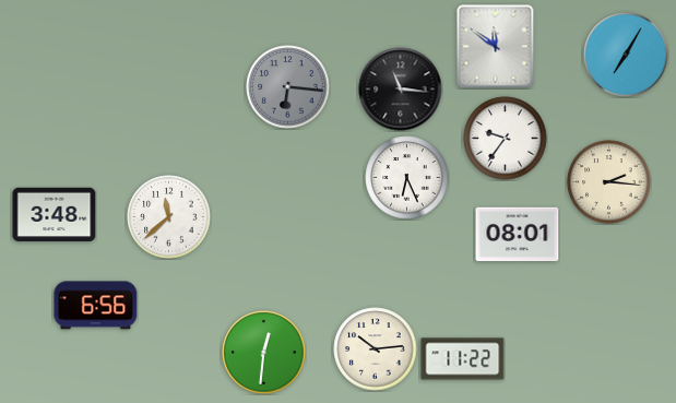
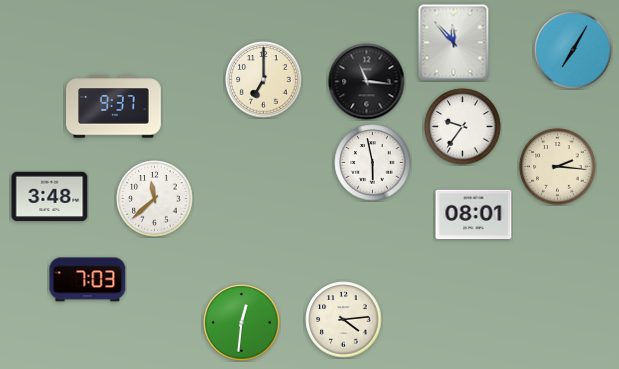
clock at (496, 47): 11:51 -> 11:53
clock at (288, 87): 6:16 -> 7:00
clock at (288, 87) dial: grey -> cream
clock at (114, 107): none -> 9:37
clock at (407, 178): 6:26 -> 5:58
clock at (96, 306): 6:56 -> 7:03
clock at (376, 349): 10:14 -> 4:14
clock at (463, 359): 11:22 -> none
